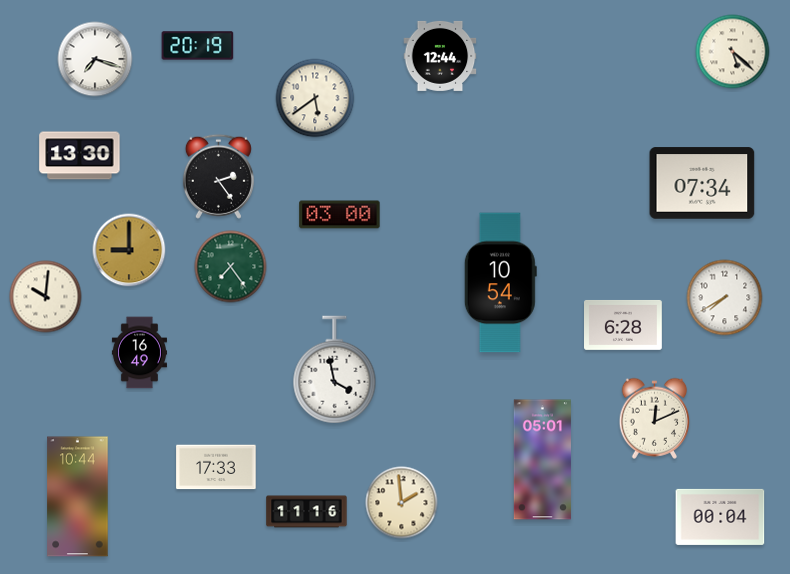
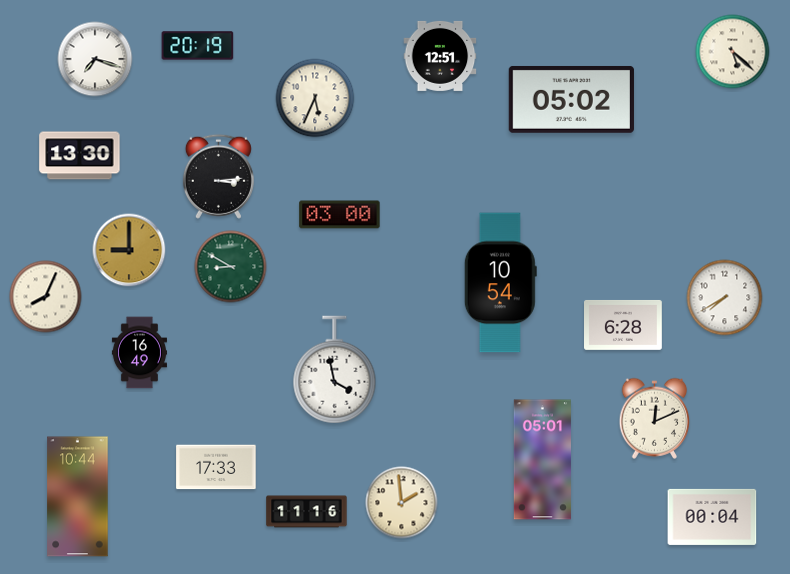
clock at (440, 56): 12:44 -> 12:51
clock at (315, 98): 5:39 -> 5:34
clock at (571, 99): none -> 05:02
clock at (218, 176): 2:24 -> 3:14
clock at (702, 183): 07:34 -> none
clock at (231, 267): 7:24 -> 8:50
clock at (46, 297): 10:01 -> 8:04
clock at (720, 517) position: (720, 517) -> (712, 517)
